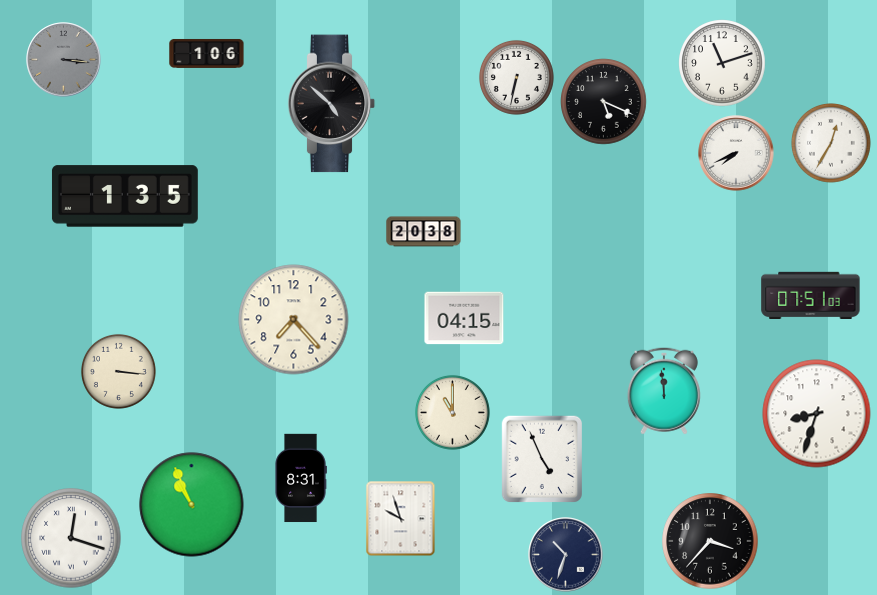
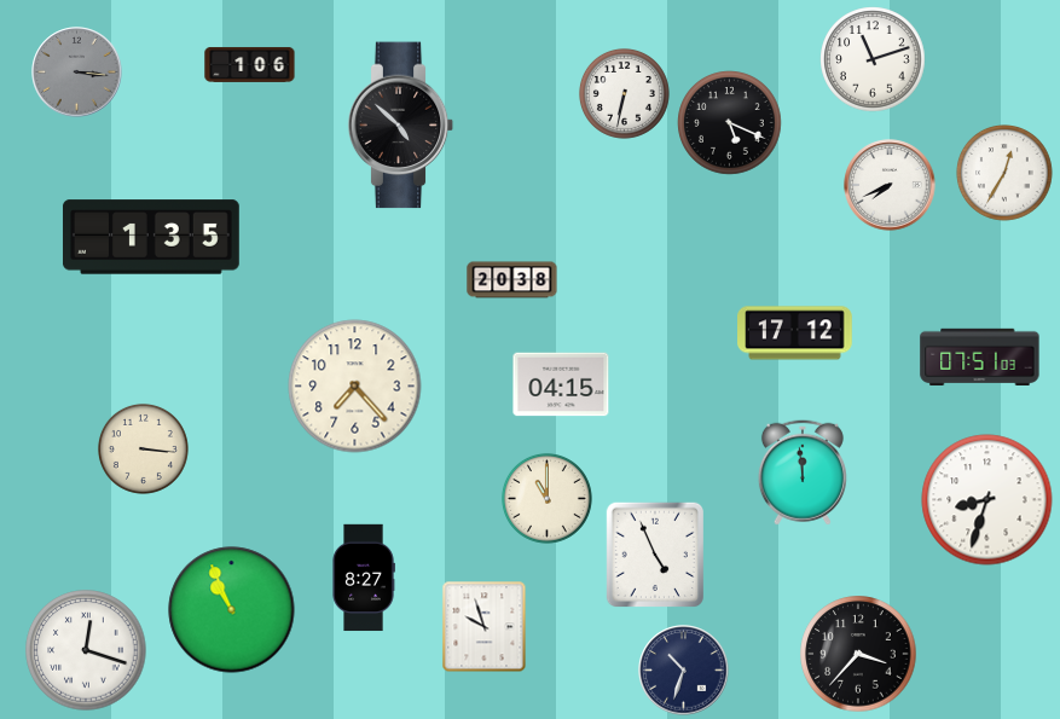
clock at (722, 63) position: (722, 63) -> (873, 59)
clock at (795, 334): none -> 17:12
clock at (301, 478): 8:31 -> 8:27
